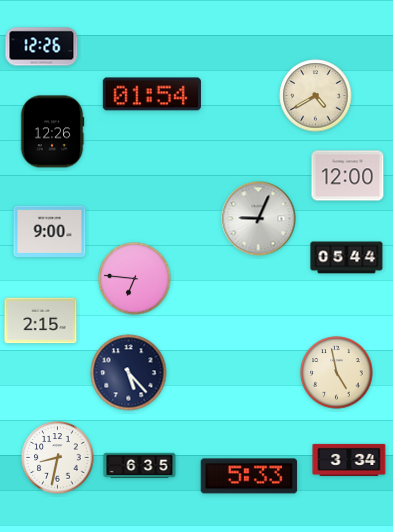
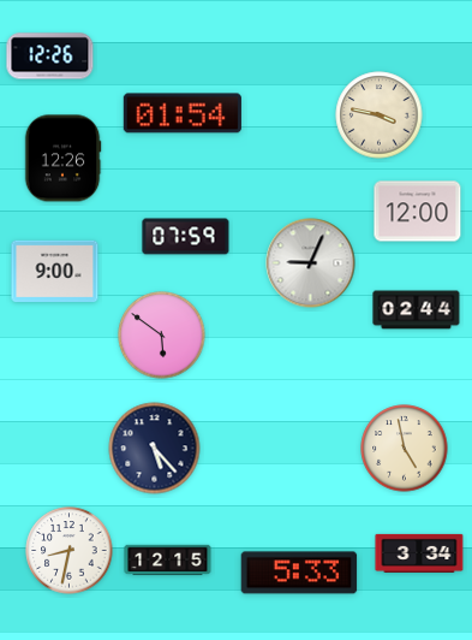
clock at (316, 96): 4:40 -> 3:47
clock at (186, 237): none -> 07:59
clock at (50, 231) position: (50, 231) -> (55, 271)
clock at (347, 258): 05:44 -> 02:44
clock at (135, 279): 6:46 -> 5:51
clock at (41, 321): 2:15 -> none
clock at (140, 466): 6:35 -> 12:15
